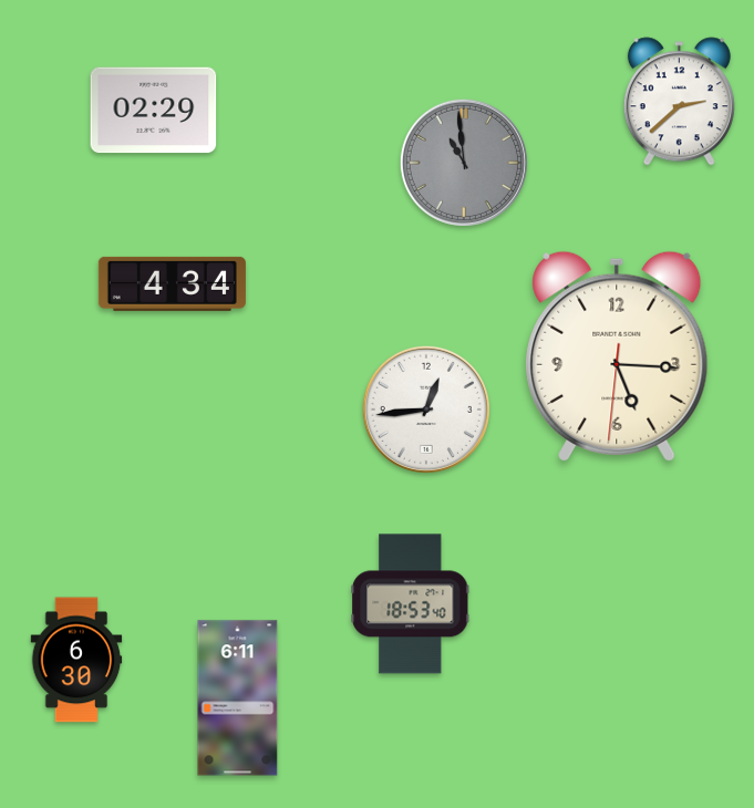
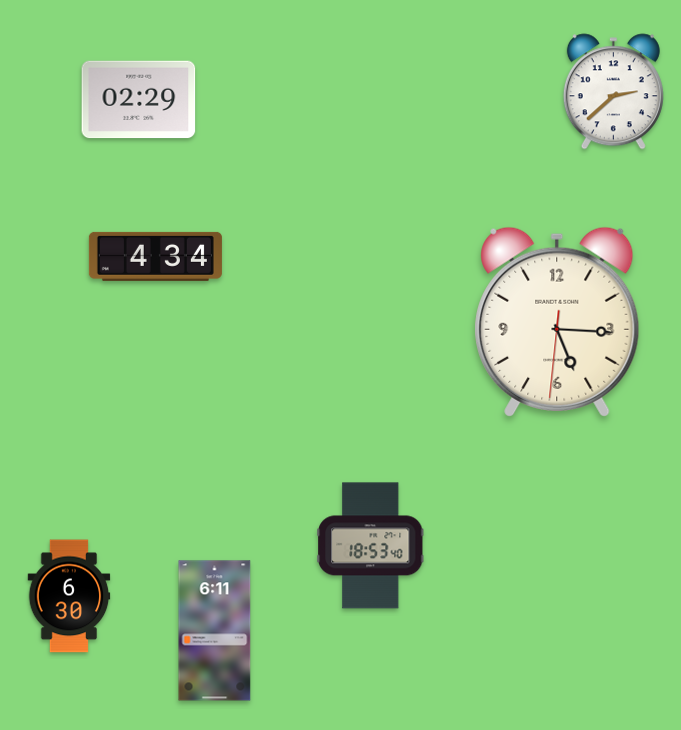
clock at (464, 163): 10:59 -> none
clock at (426, 410): 12:44 -> none
